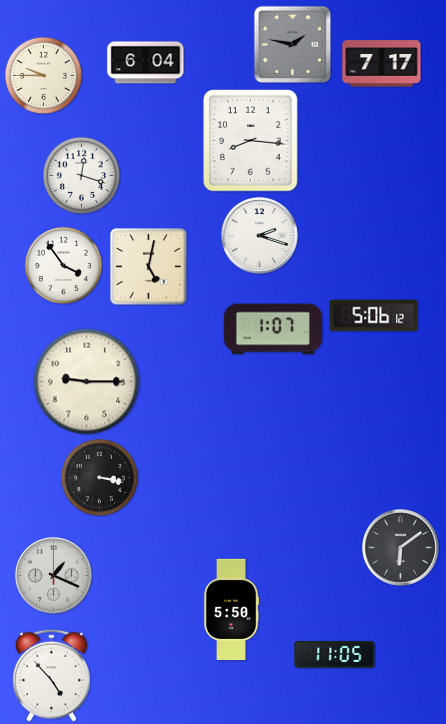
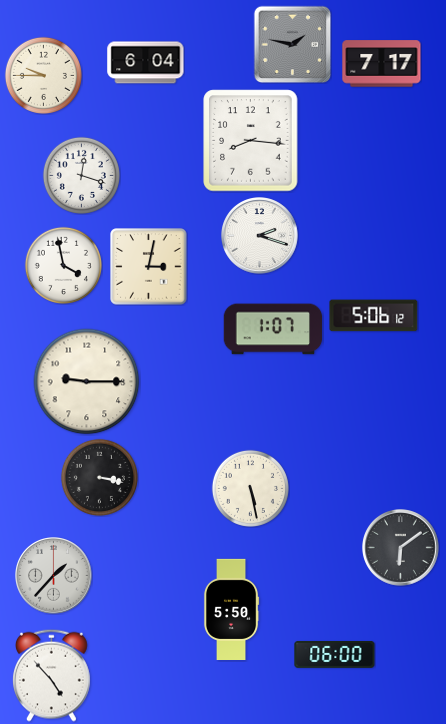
clock at (63, 265): 3:54 -> 3:58
clock at (149, 267): 5:02 -> 3:02
clock at (250, 488): none -> 5:28
clock at (54, 576): 1:19 -> 1:37
clock at (335, 654): 11:05 -> 06:00
